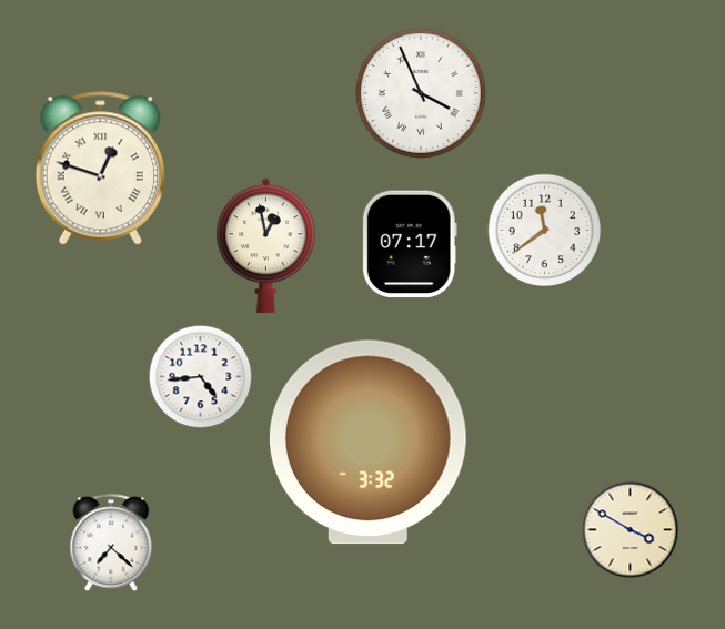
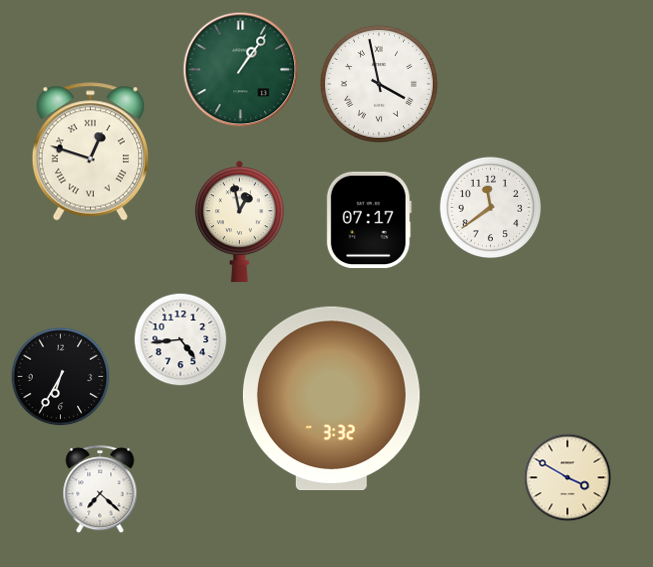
clock at (241, 70): none -> 1:06
clock at (421, 93): 3:56 -> 3:58
clock at (61, 377): none -> 6:35
